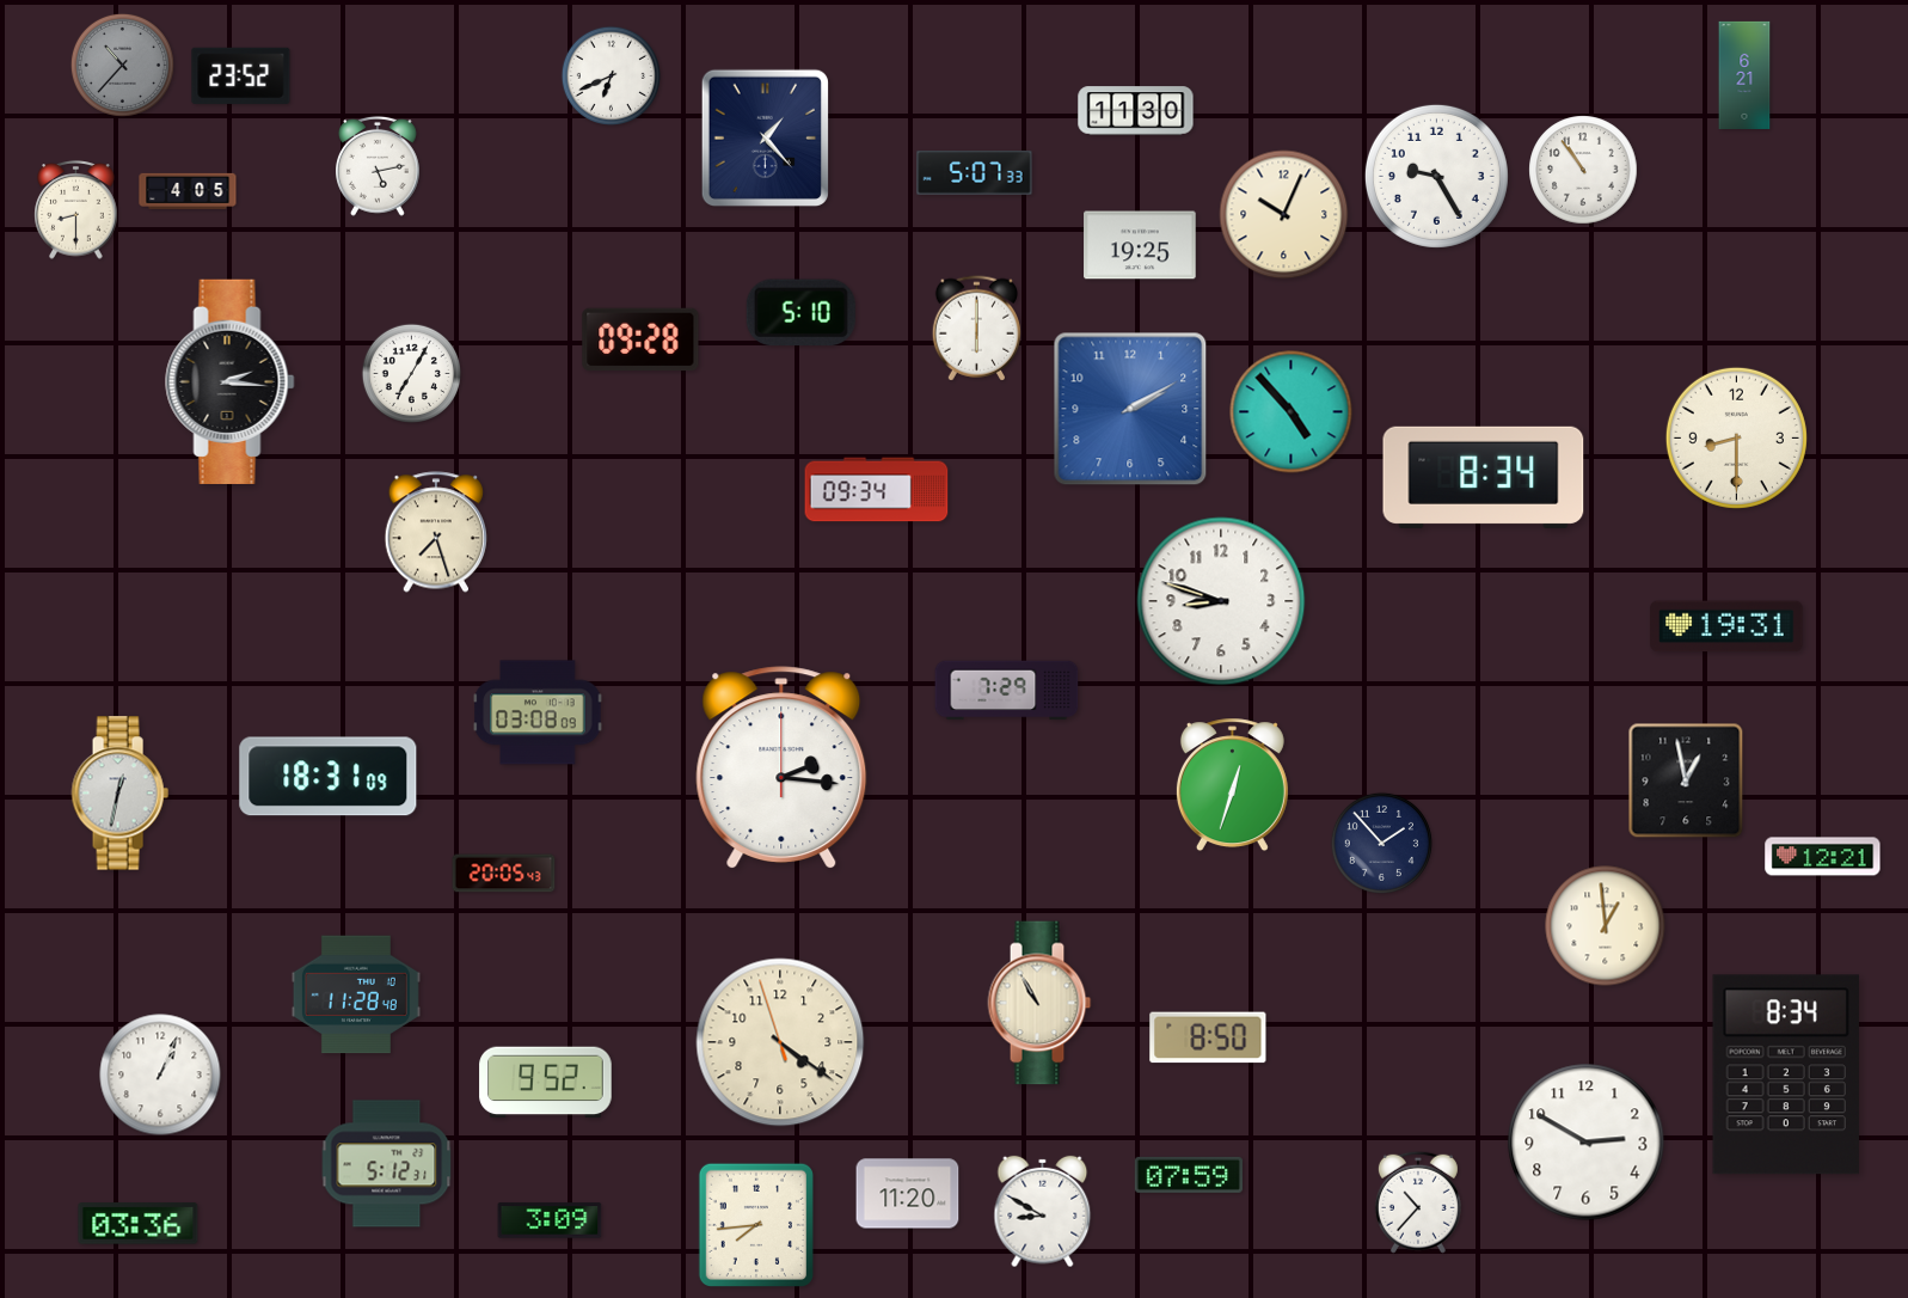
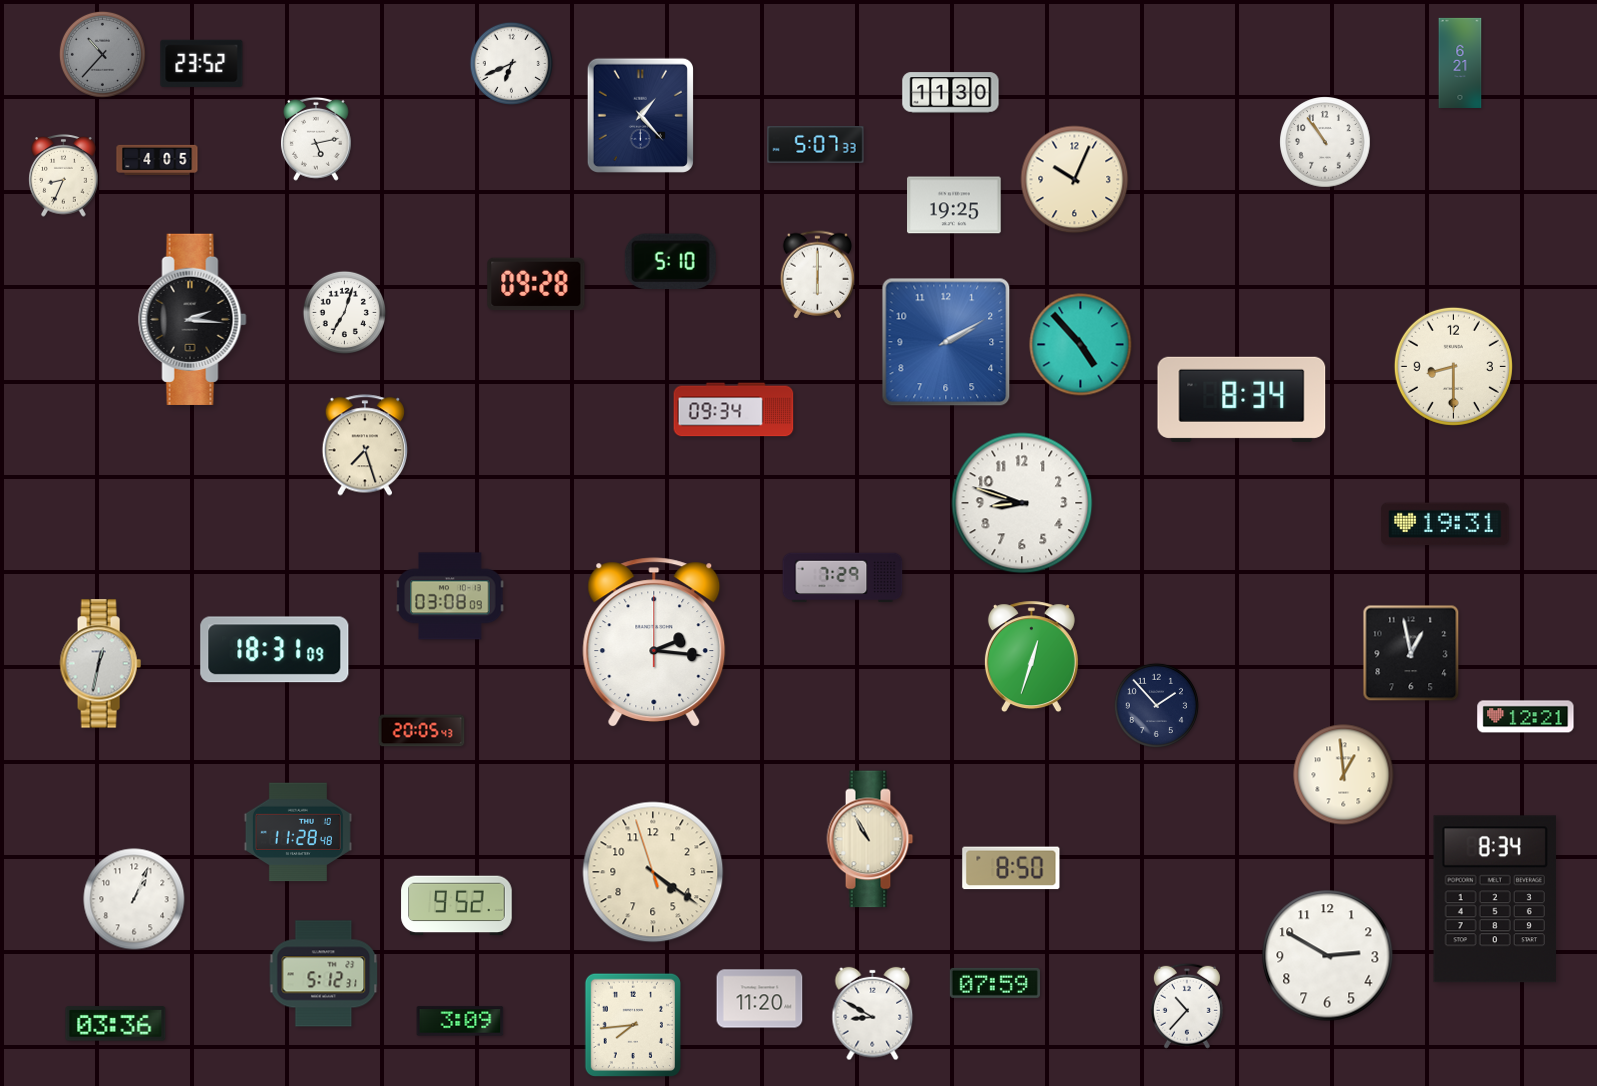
clock at (1436, 176): 9:25 -> none
clock at (76, 210): 8:30 -> 8:34
clock at (411, 373): 7:05 -> 7:03
